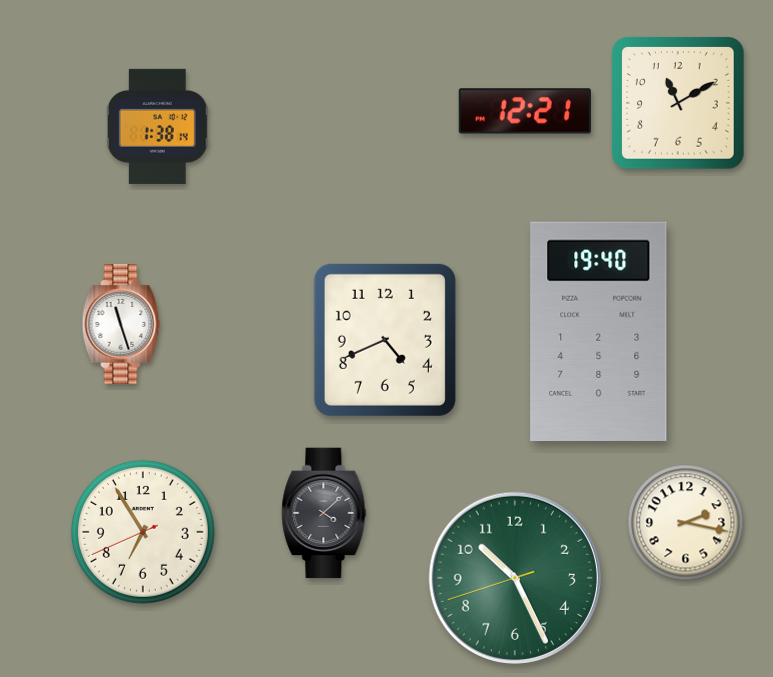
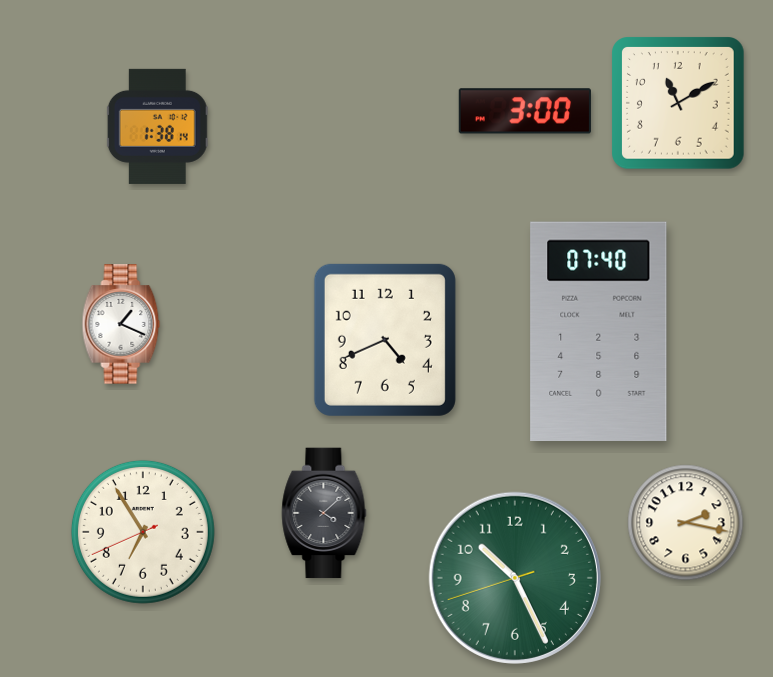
clock at (525, 111): 12:21 -> 3:00
clock at (121, 324): 11:27 -> 1:19
clock at (599, 331): 19:40 -> 07:40
